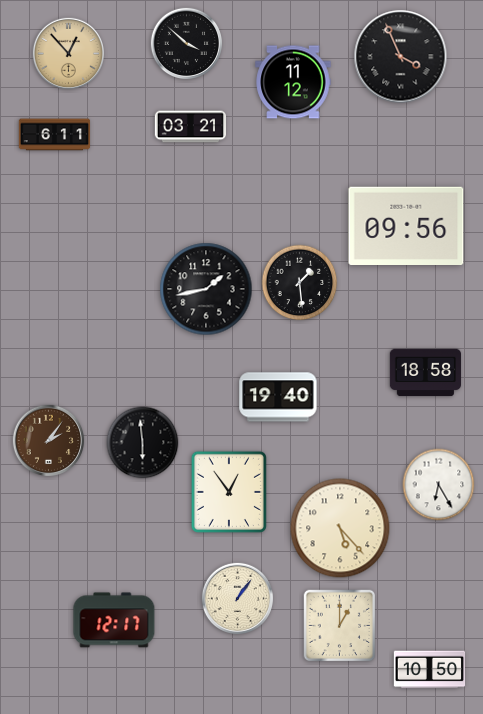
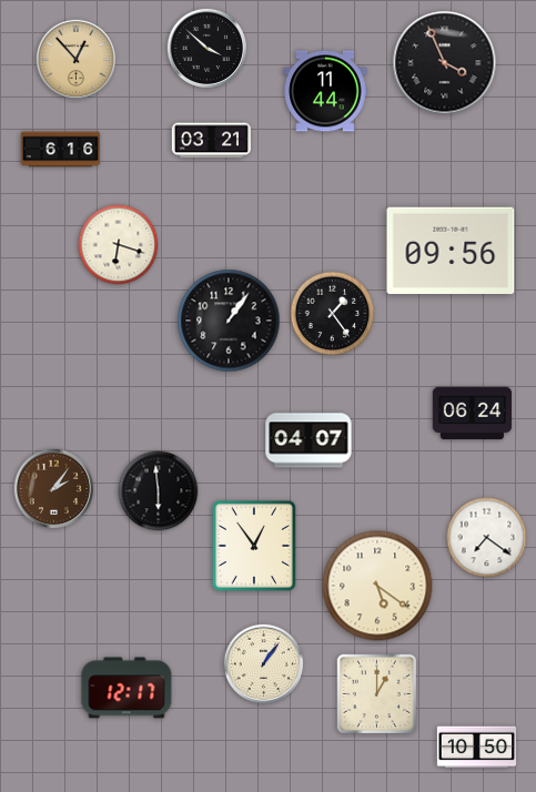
clock at (293, 82): 11:12 -> 11:44
clock at (55, 135): 6:11 -> 6:16
clock at (119, 245): none -> 6:18
clock at (300, 283): 1:29 -> 1:24
clock at (206, 289): 1:43 -> 1:06
clock at (425, 373): 18:58 -> 06:24
clock at (278, 397): 19:40 -> 04:07
clock at (439, 485): 6:25 -> 7:21
clock at (340, 528): 5:23 -> 5:21
clock at (430, 670) position: (430, 670) -> (477, 748)
